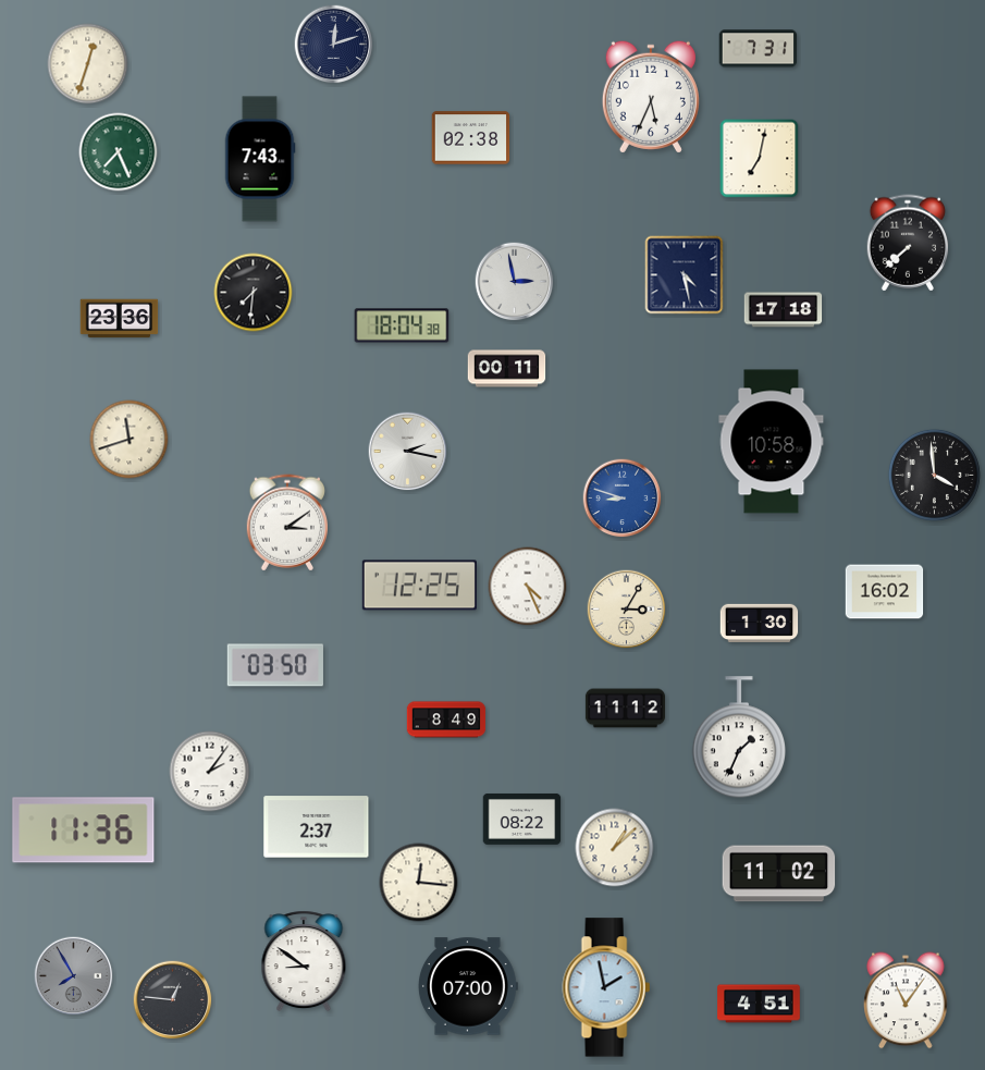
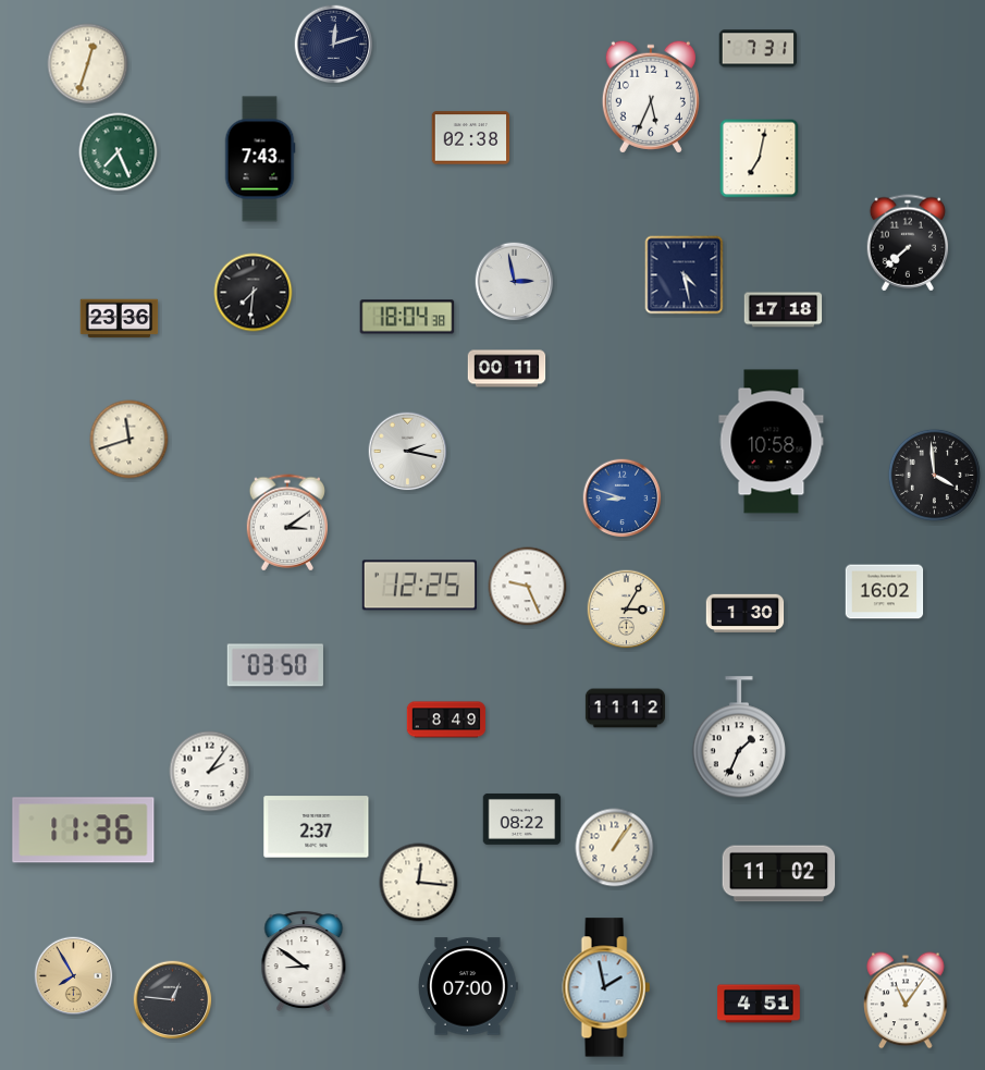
clock at (402, 325) position: (402, 325) -> (407, 317)
clock at (528, 587): 4:26 -> 9:26
clock at (760, 623) position: (760, 623) -> (746, 613)
clock at (615, 848): 1:08 -> 1:06
clock at (74, 976) dial: grey -> champagne
